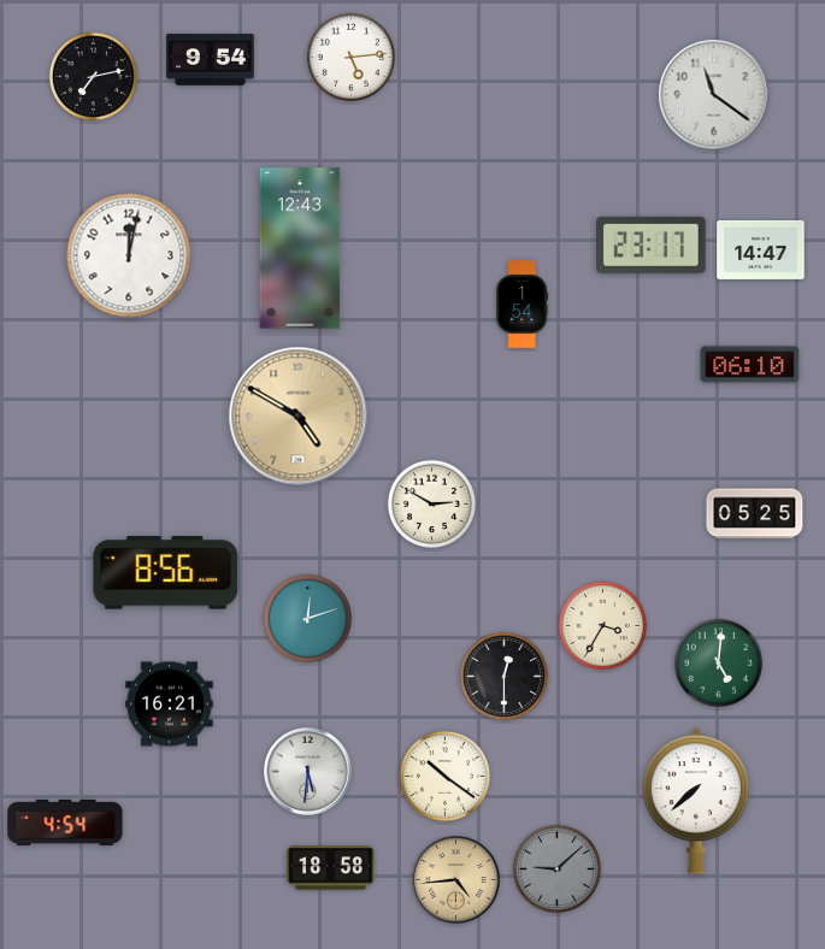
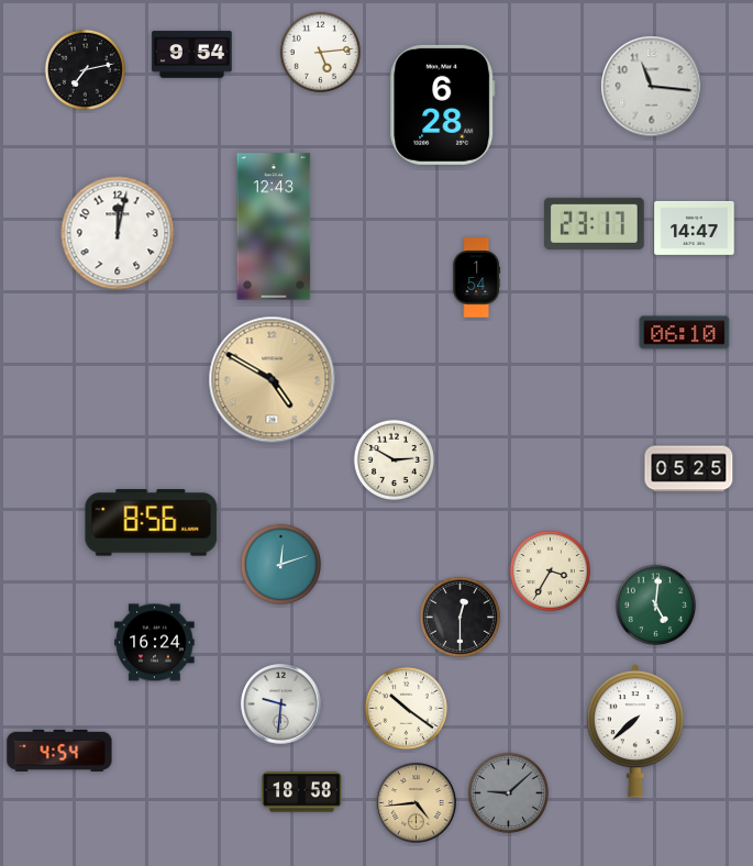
clock at (714, 95): 11:21 -> 11:16
clock at (443, 104): none -> 6:28
clock at (170, 705): 16:21 -> 16:24
clock at (308, 772): 5:31 -> 9:31
